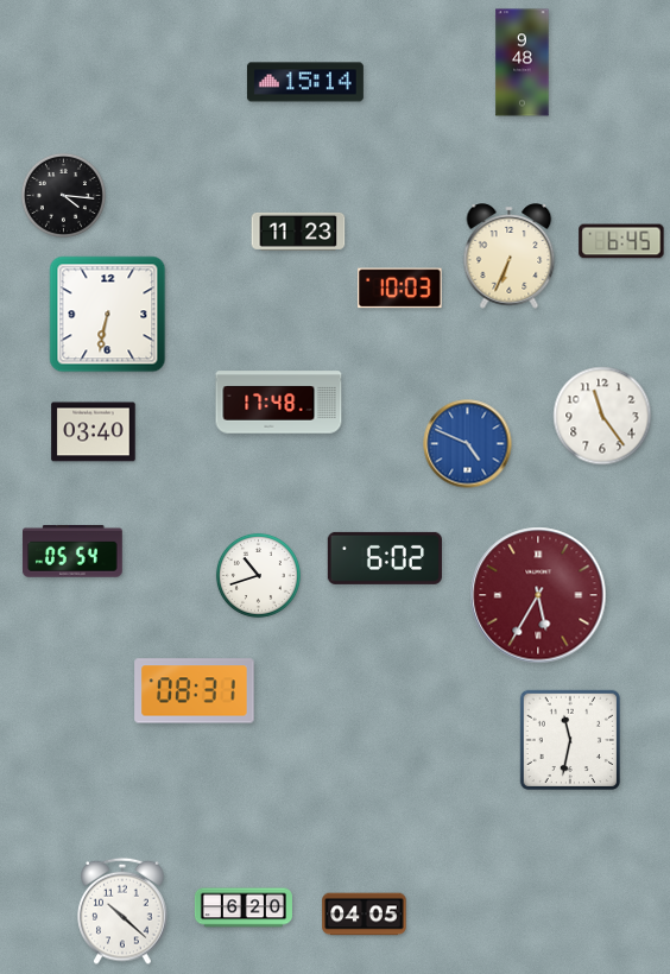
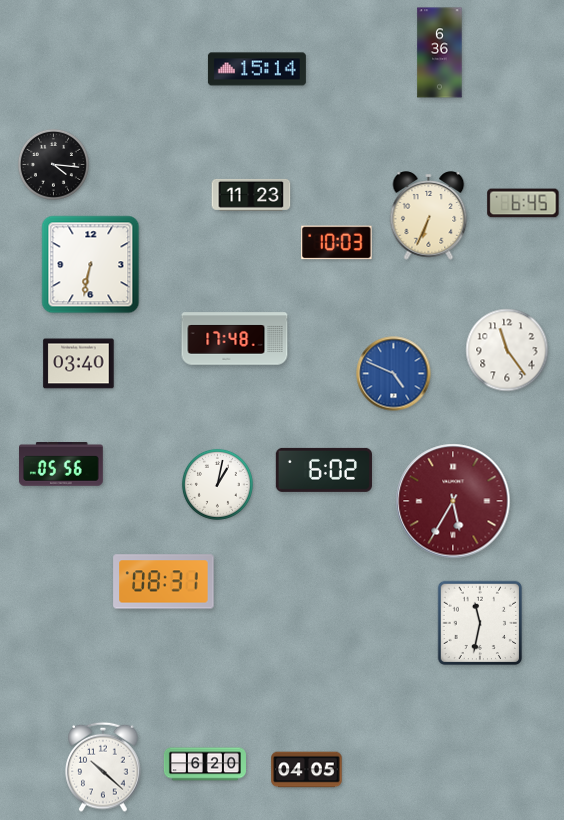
clock at (523, 63): 9:48 -> 6:36
clock at (74, 552): 05:54 -> 05:56
clock at (258, 575): 10:42 -> 1:02
